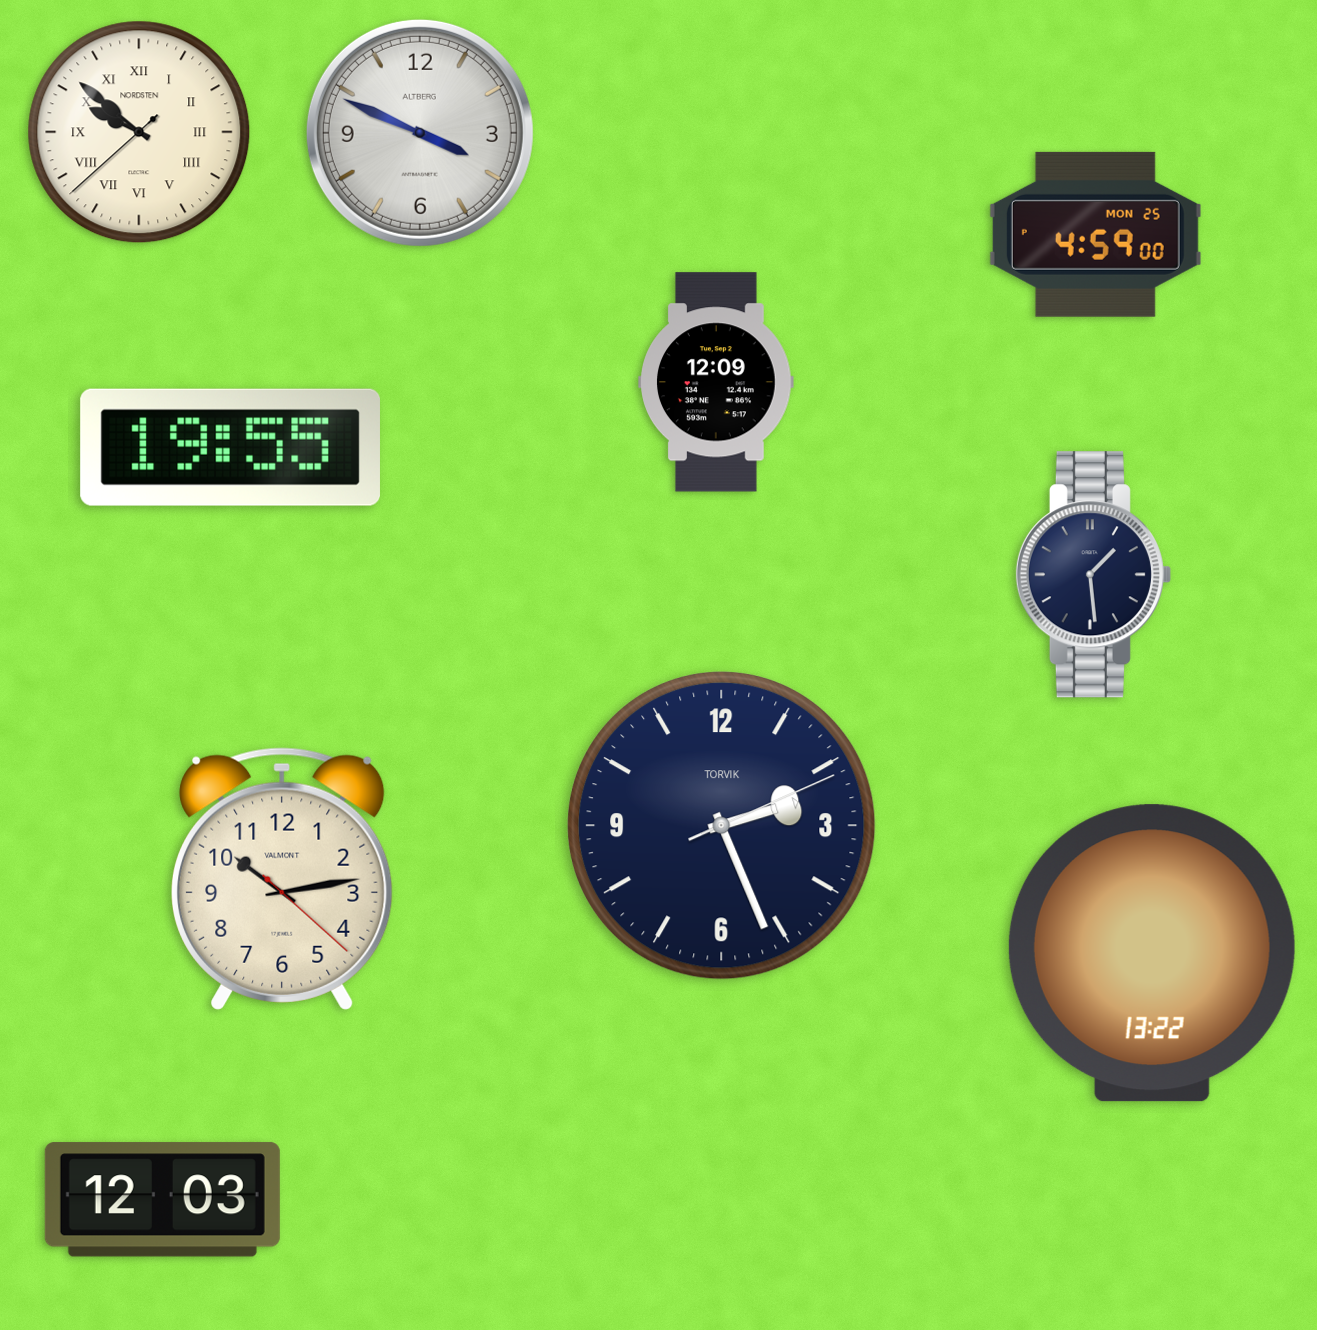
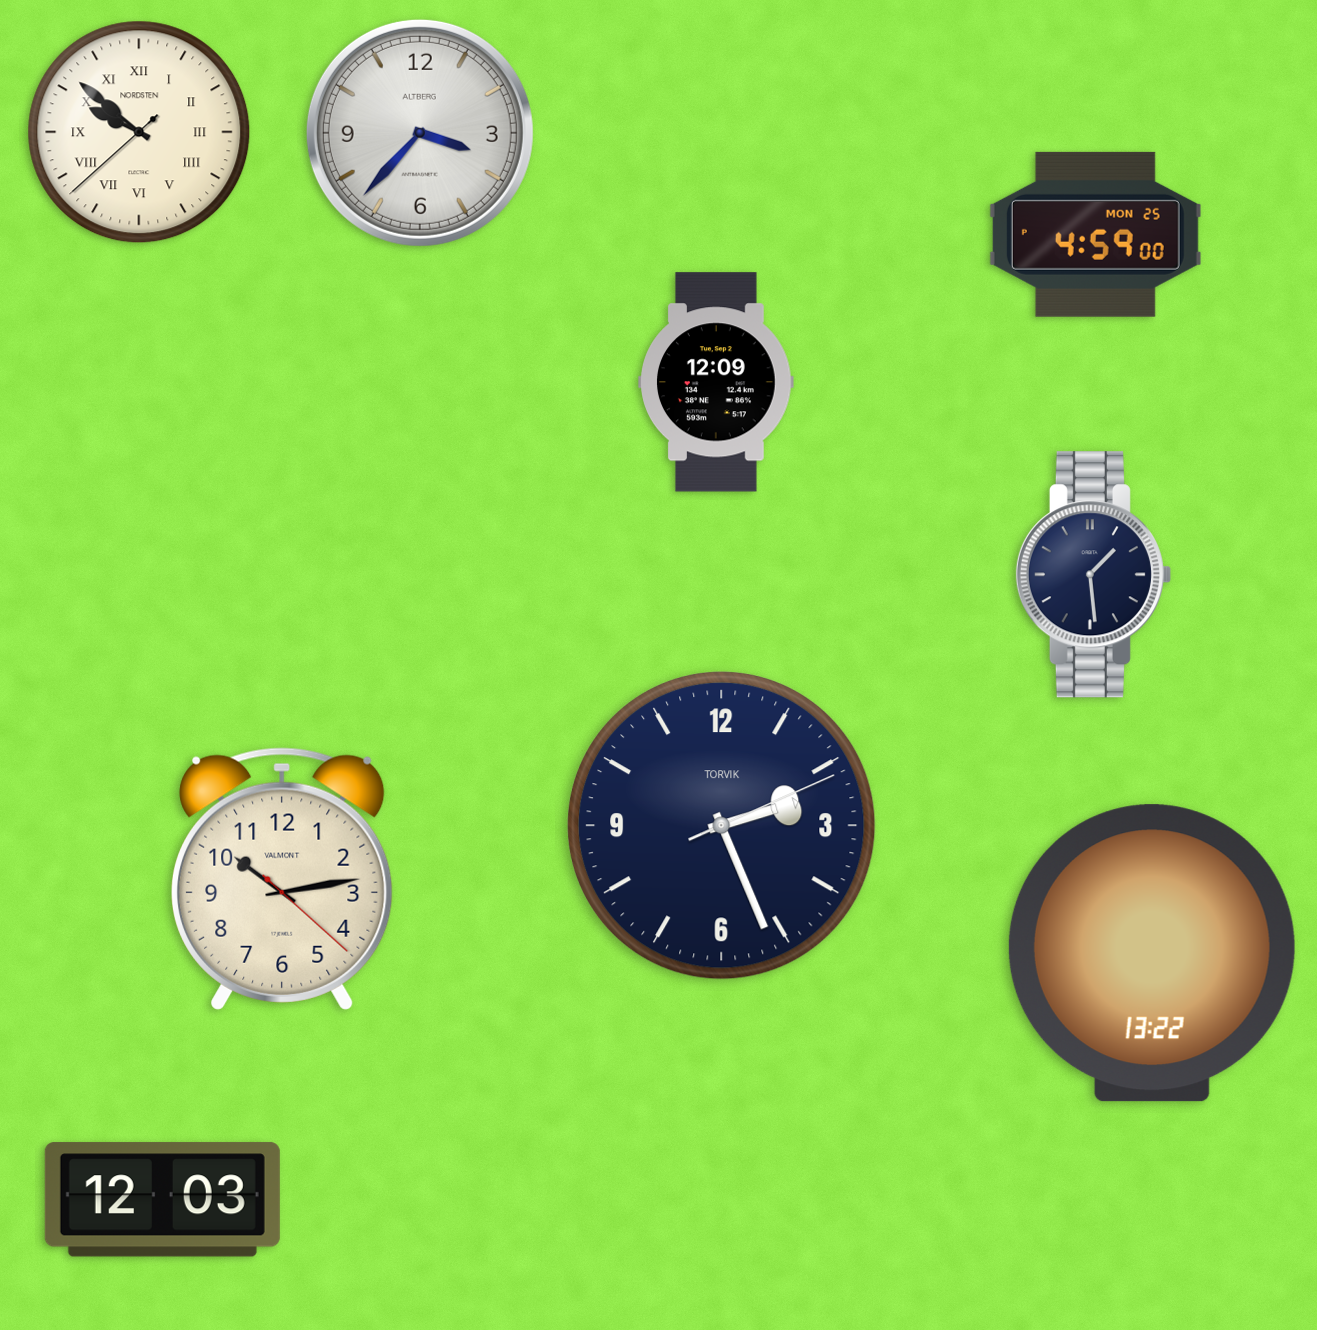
clock at (420, 133): 3:49 -> 3:37
clock at (230, 447): 19:55 -> none
